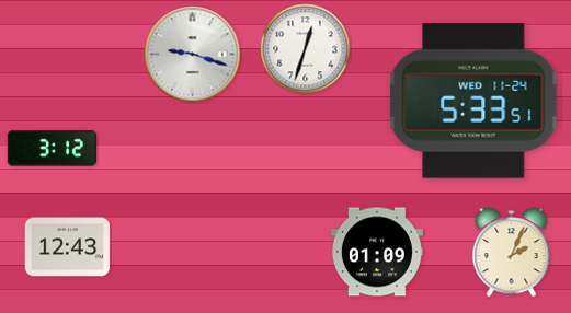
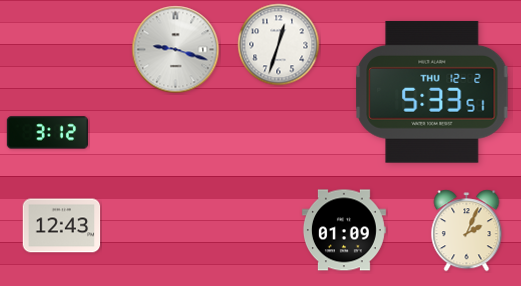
clock at (473, 101) date: WED 11-24 -> THU 12-2
clock at (52, 149) position: (52, 149) -> (47, 133)
